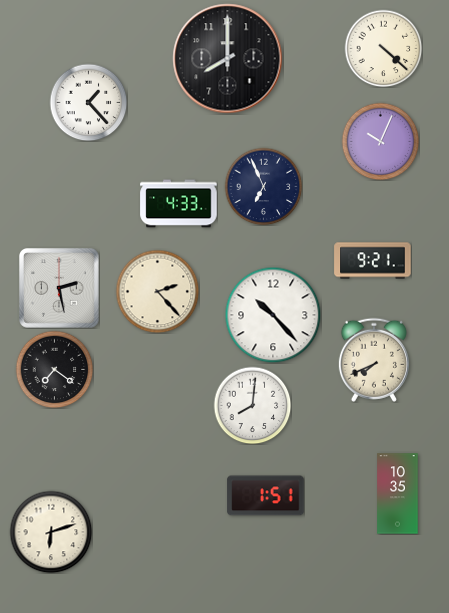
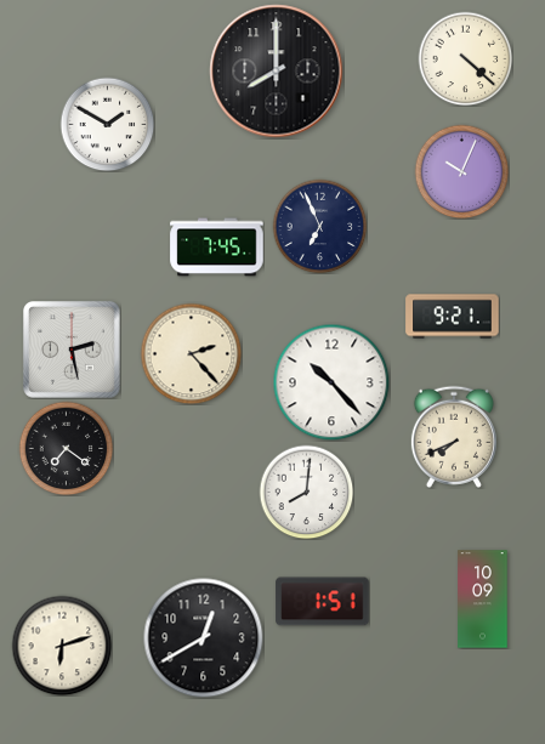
clock at (88, 102): 1:23 -> 1:50
clock at (179, 204): 4:33 -> 7:45
clock at (398, 494): 10:35 -> 10:09
clock at (204, 638): none -> 12:40
